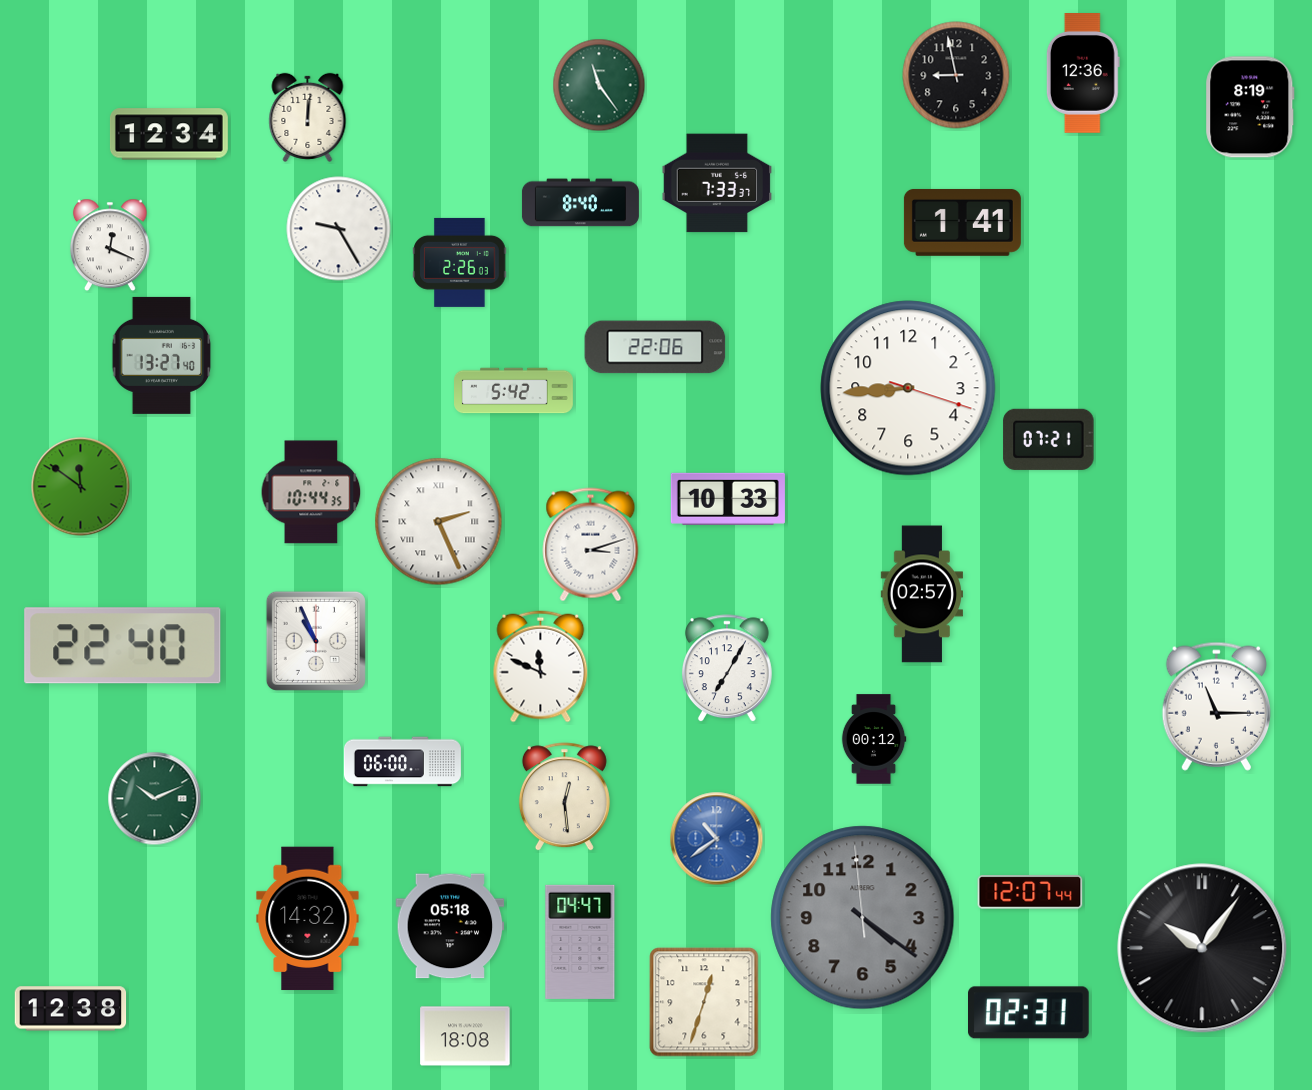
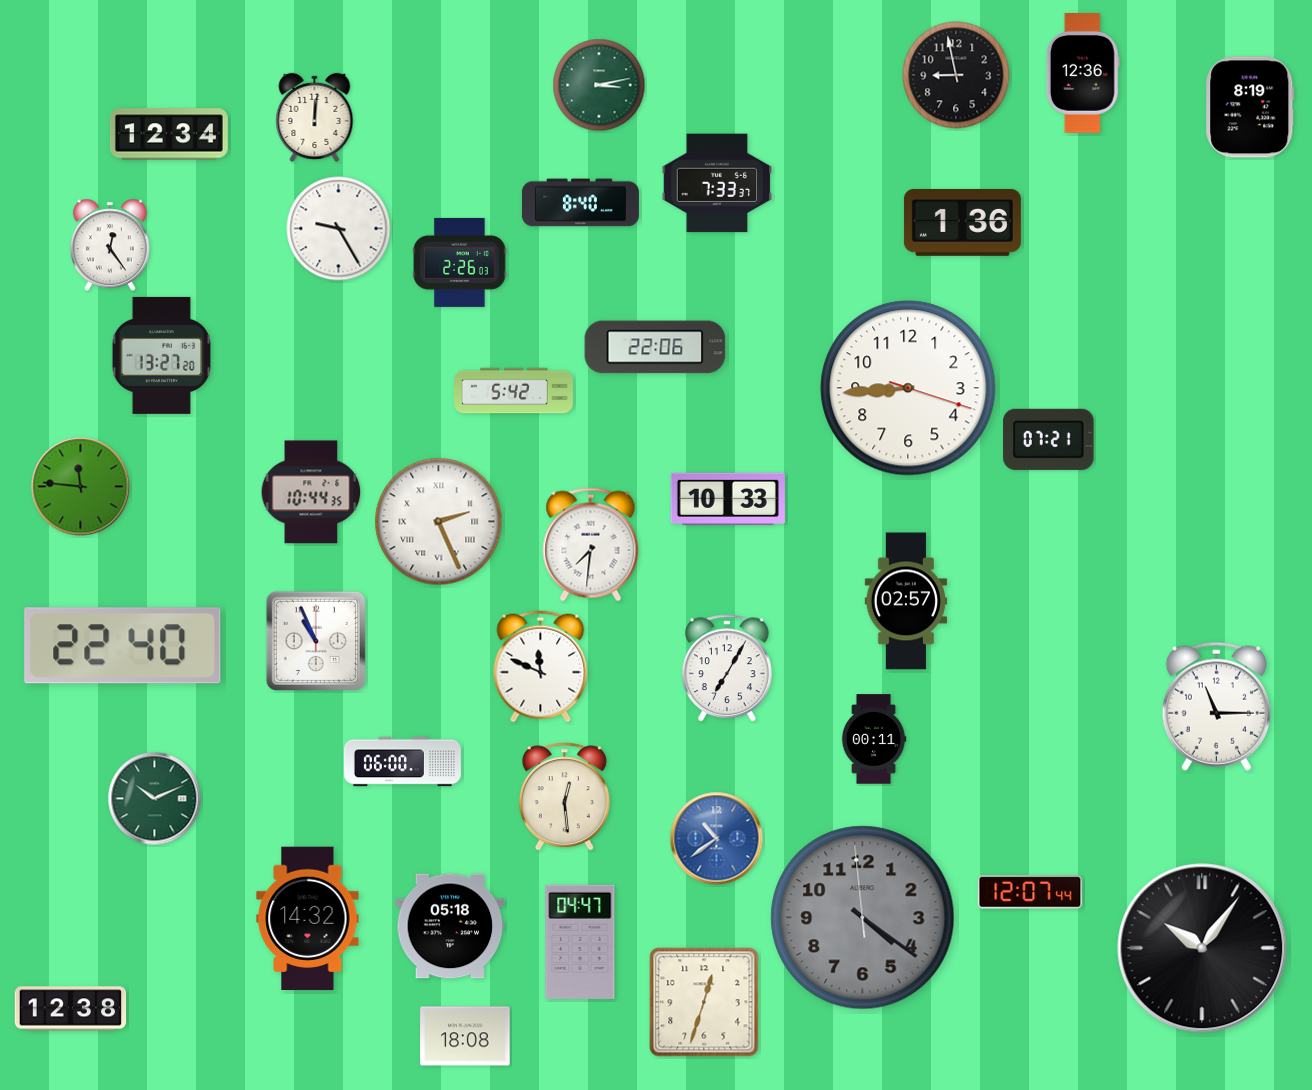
clock at (599, 85): 11:24 -> 3:13
clock at (308, 117) position: (308, 117) -> (315, 117)
clock at (962, 222): 1:41 -> 1:36
clock at (110, 245): 12:19 -> 12:24
clock at (162, 355): 13:27:40 -> 13:27:20
clock at (81, 487): 11:51 -> 11:46
clock at (591, 545): 3:12 -> 7:31
clock at (921, 594) position: (921, 594) -> (905, 601)
clock at (874, 739): 00:12 -> 00:11
clock at (1029, 1013): 02:31 -> none
